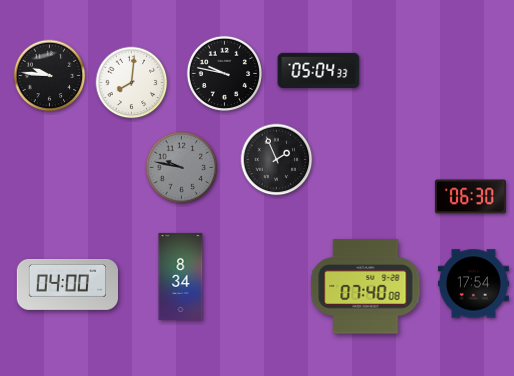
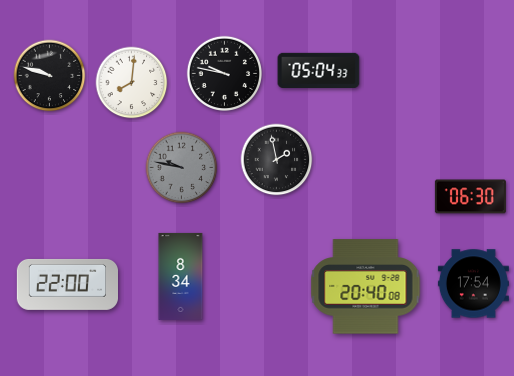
clock at (50, 76): 9:46 -> 9:48
clock at (277, 160): 1:56 -> 1:58
clock at (67, 284): 04:00 -> 22:00
clock at (366, 287): 07:40 -> 20:40
